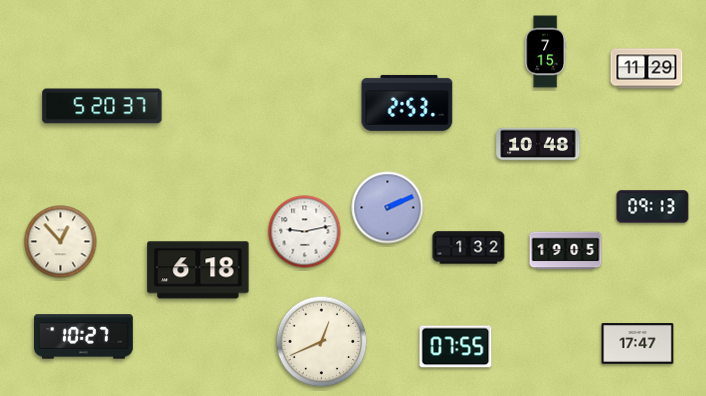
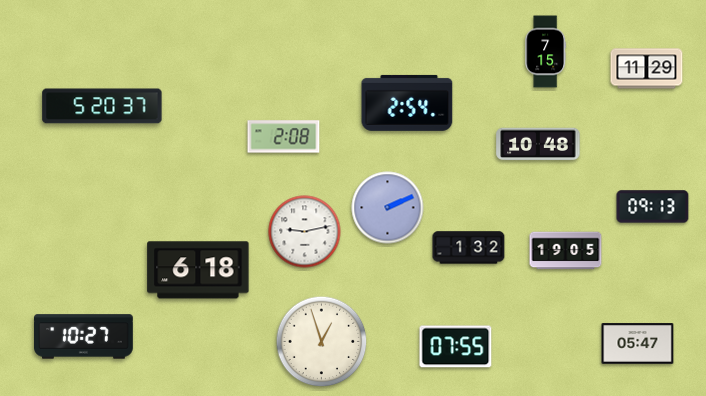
clock at (407, 103): 2:53 -> 2:54
clock at (284, 137): none -> 2:08
clock at (61, 242): 12:53 -> none
clock at (322, 342): 12:41 -> 12:57
clock at (638, 344): 17:47 -> 05:47
